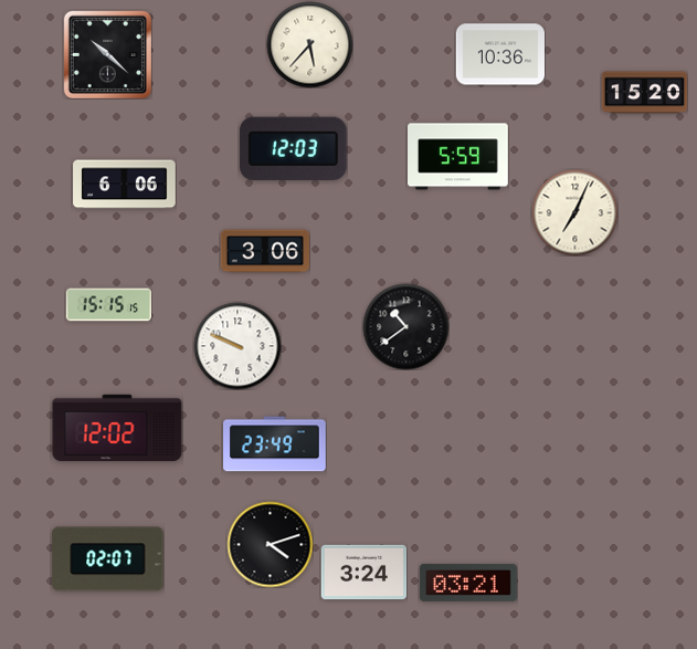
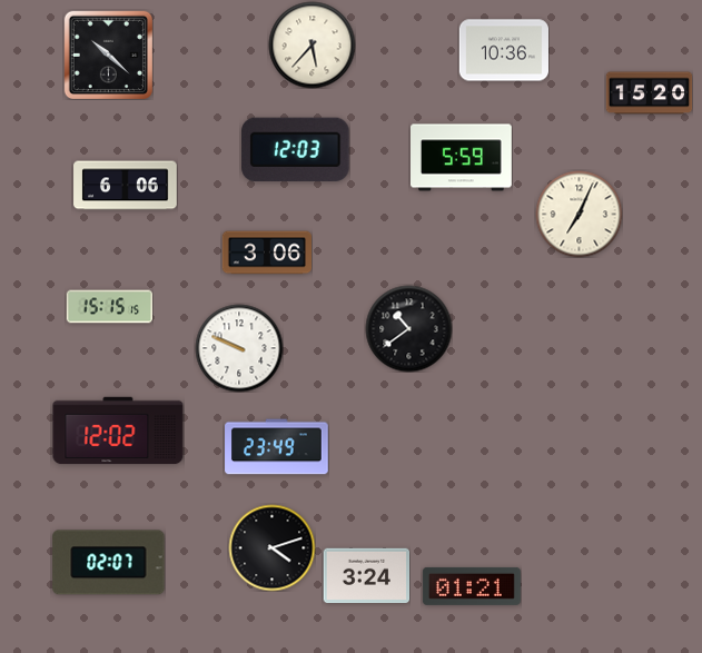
clock at (499, 54) position: (499, 54) -> (503, 50)
clock at (468, 583): 03:21 -> 01:21
